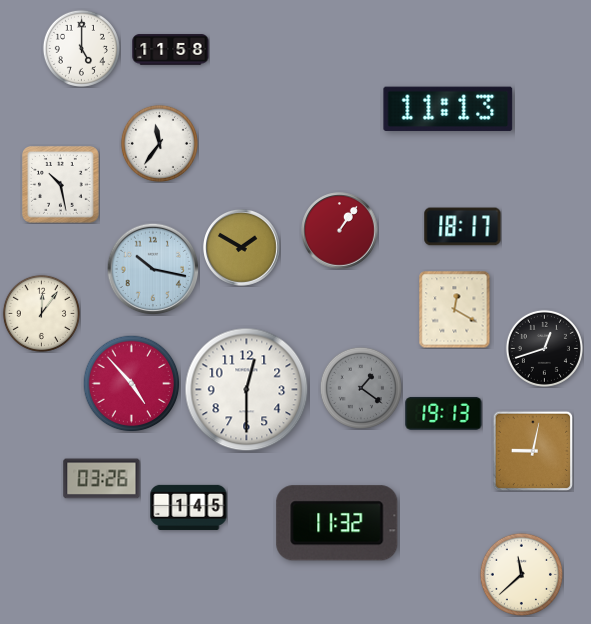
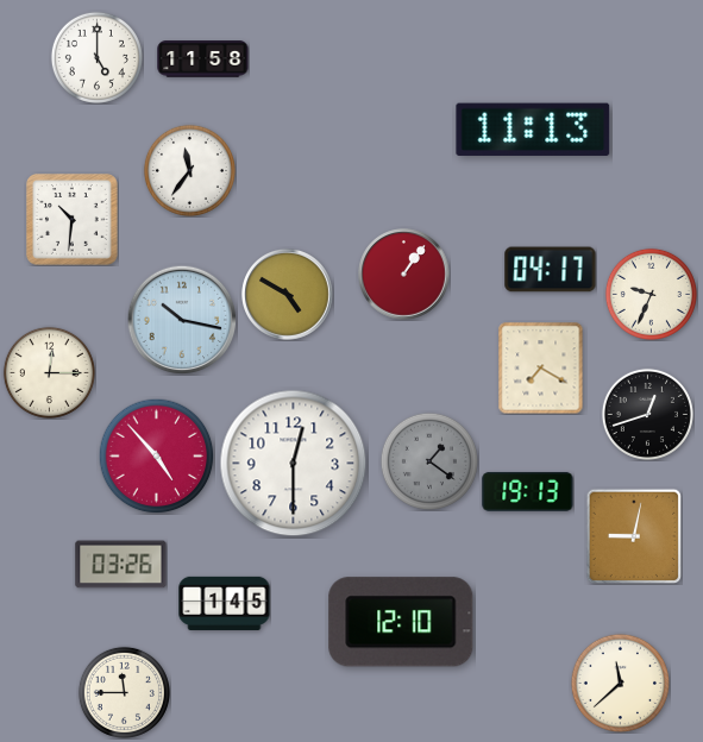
clock at (61, 185): 10:28 -> 10:31
clock at (463, 227): 18:17 -> 04:17
clock at (651, 294): none -> 9:34
clock at (242, 248): 1:50 -> 4:50
clock at (455, 309): 12:20 -> 7:20
clock at (41, 313): 12:06 -> 12:15
clock at (102, 479) position: (102, 479) -> (121, 565)
clock at (337, 523): 11:32 -> 12:10
clock at (124, 692): none -> 11:45
